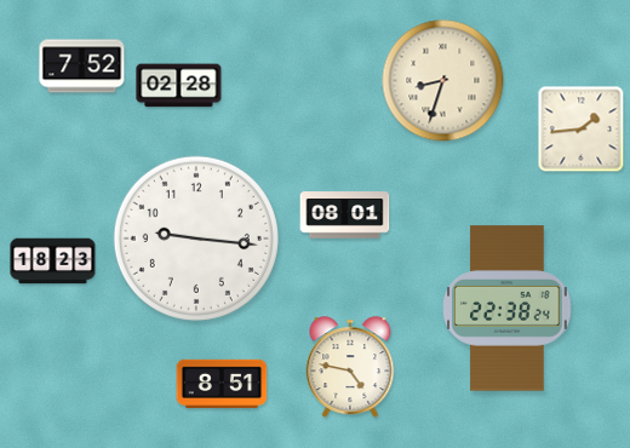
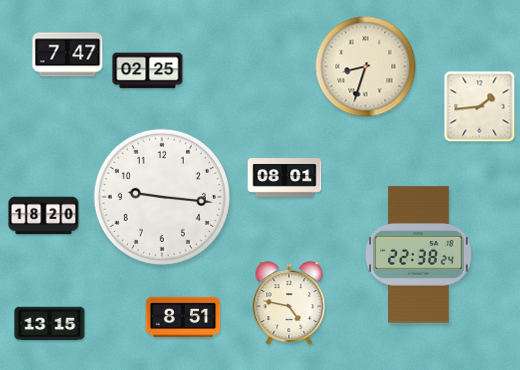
clock at (82, 67): 7:52 -> 7:47
clock at (179, 86): 02:28 -> 02:25
clock at (53, 262): 18:23 -> 18:20
clock at (50, 324): none -> 13:15
